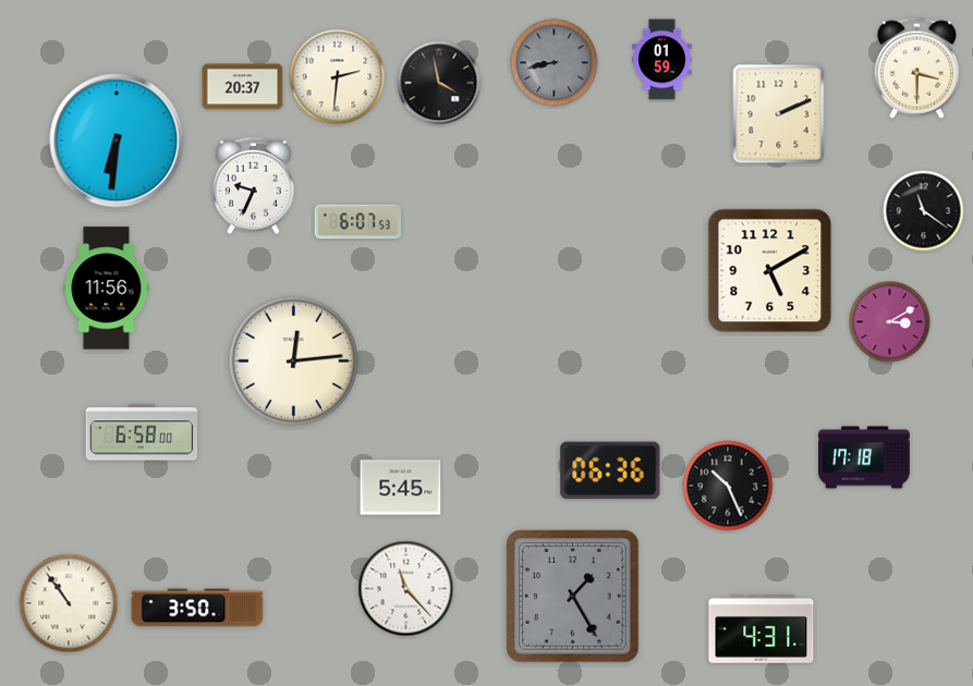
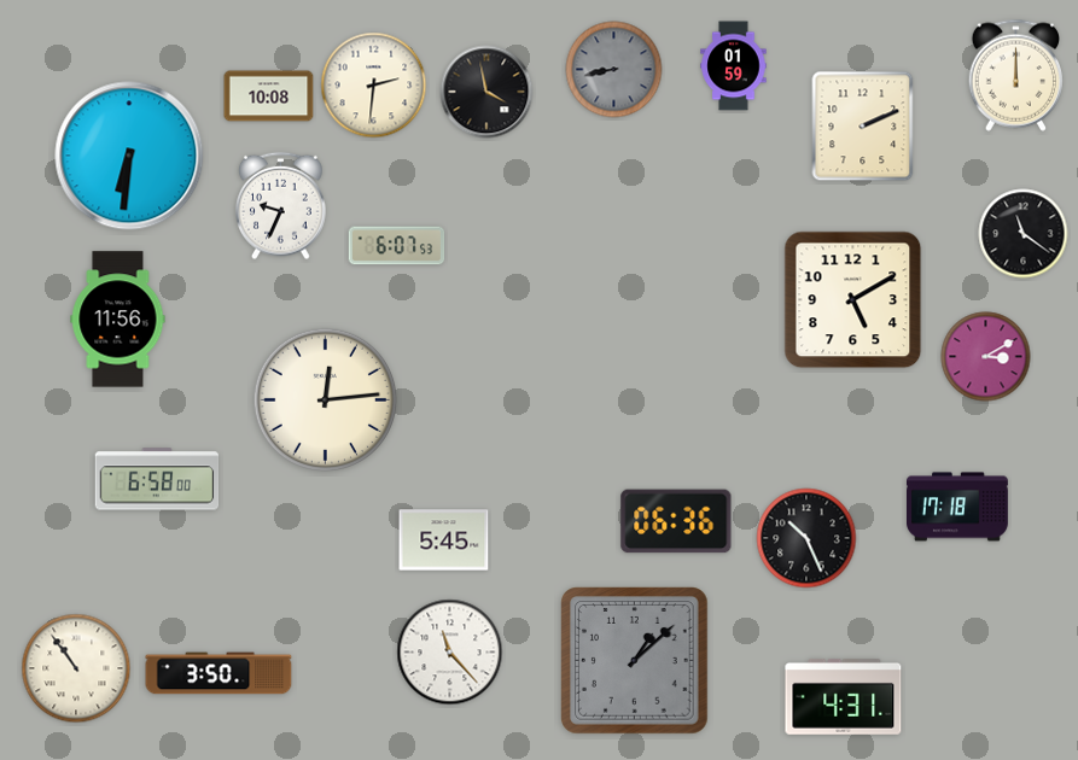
clock at (917, 68): 3:30 -> 12:00
clock at (243, 87): 20:37 -> 10:08
clock at (573, 597): 1:25 -> 1:08
